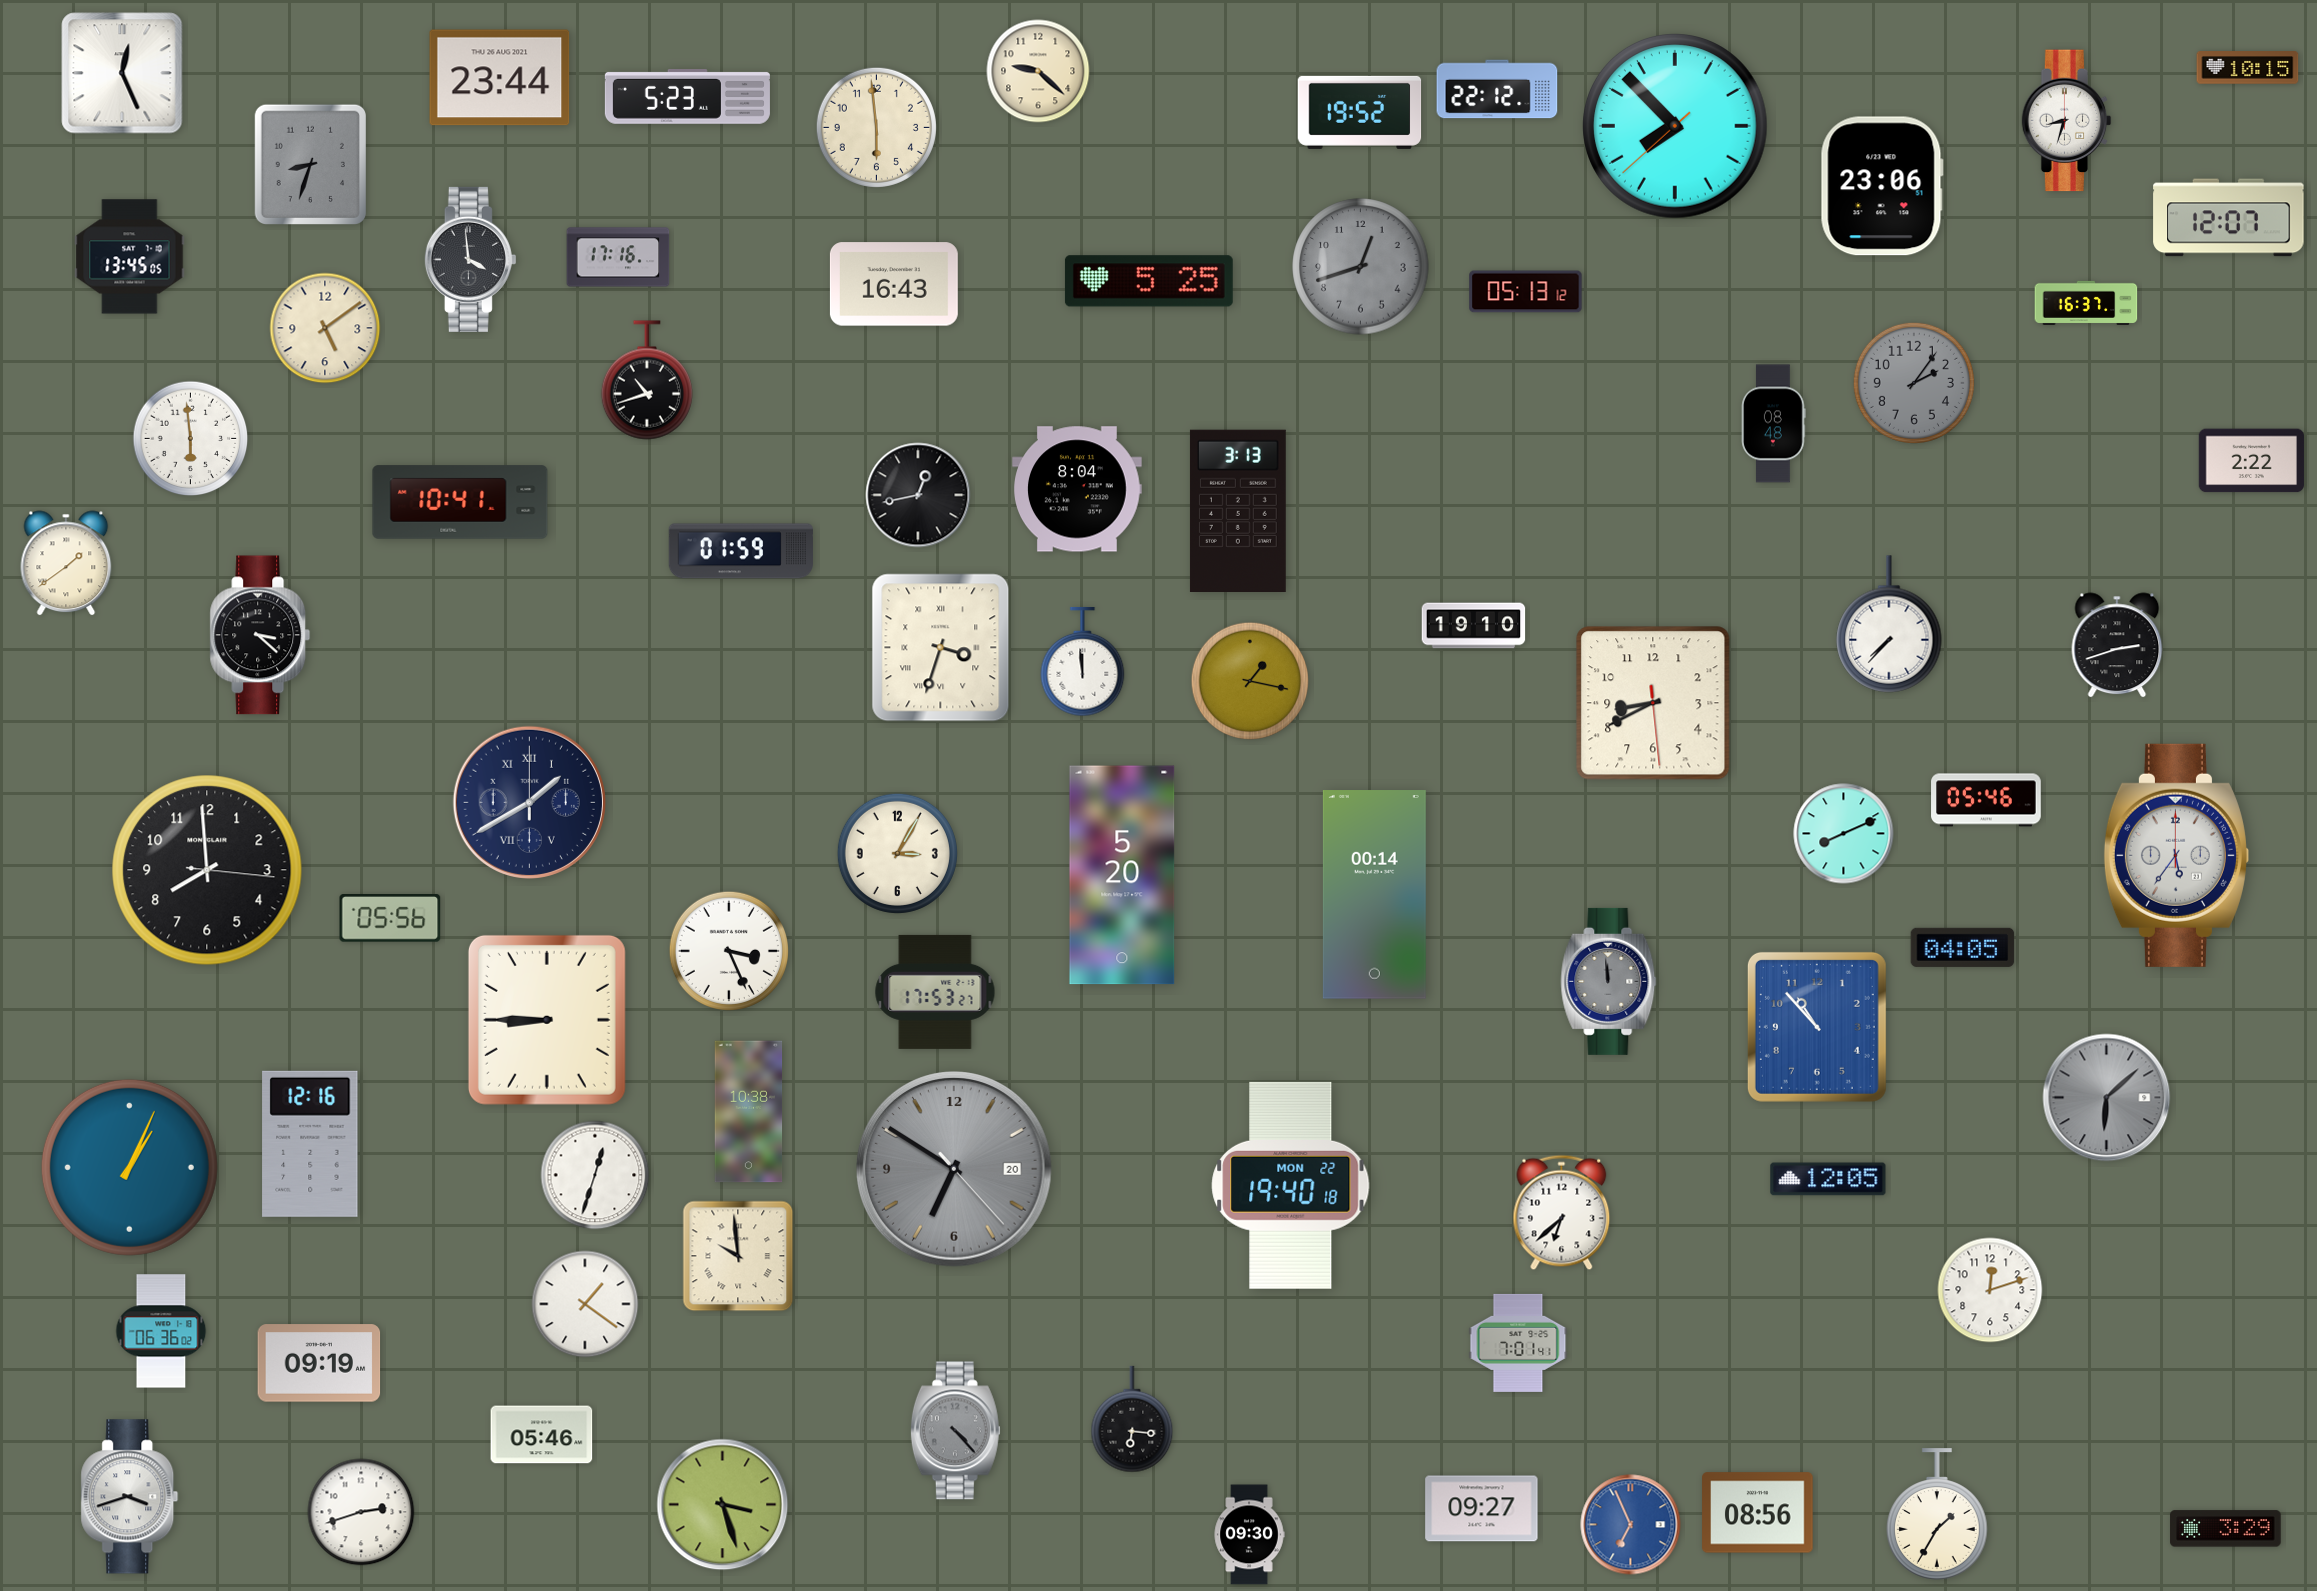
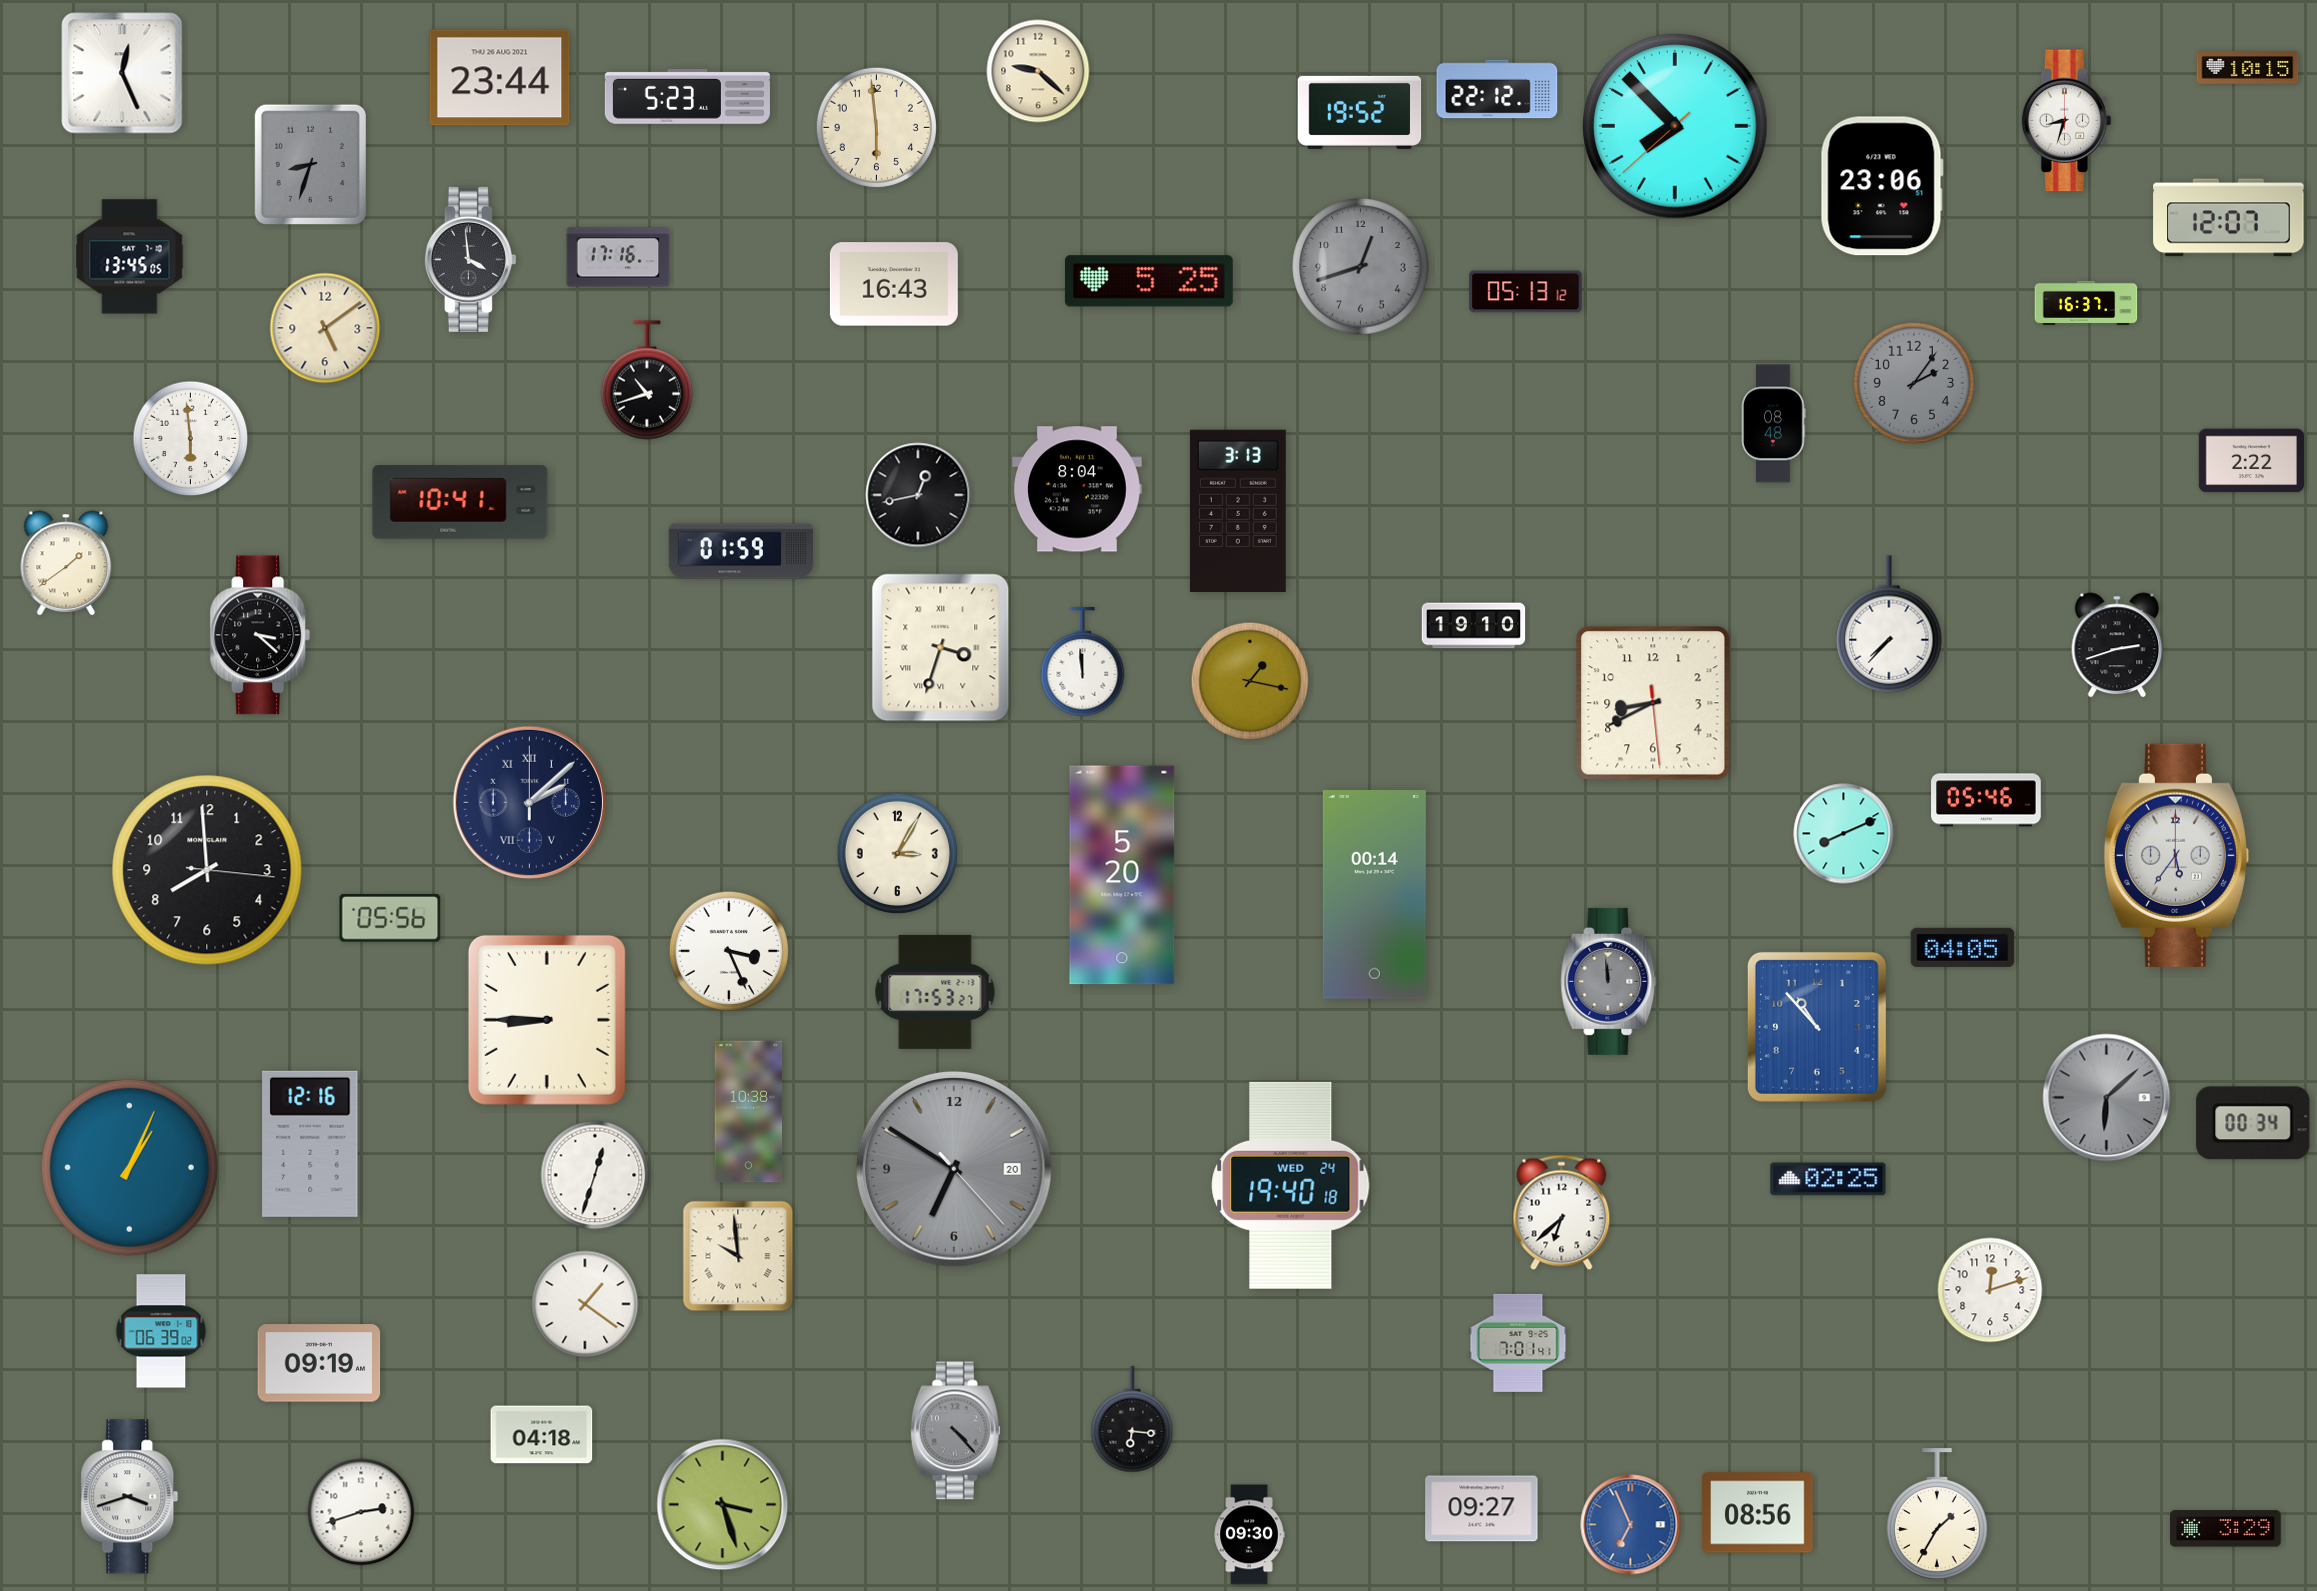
clock at (529, 802): 1:40 -> 2:08
clock at (2253, 1123): none -> 00:34
clock at (1828, 1179): 12:05 -> 02:25
clock at (1291, 1185) date: MON 22 -> WED 24
clock at (161, 1331): 06:36 -> 06:39
clock at (542, 1435): 05:46 -> 04:18
